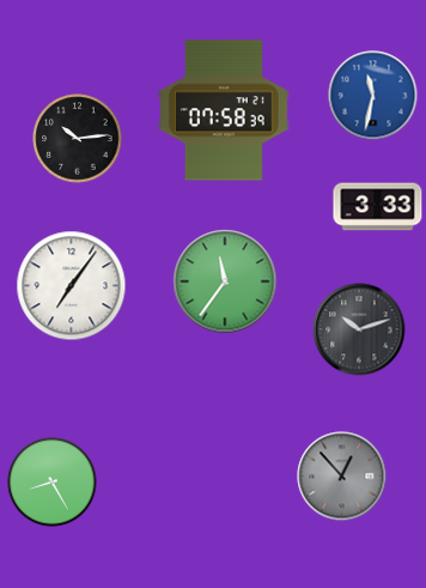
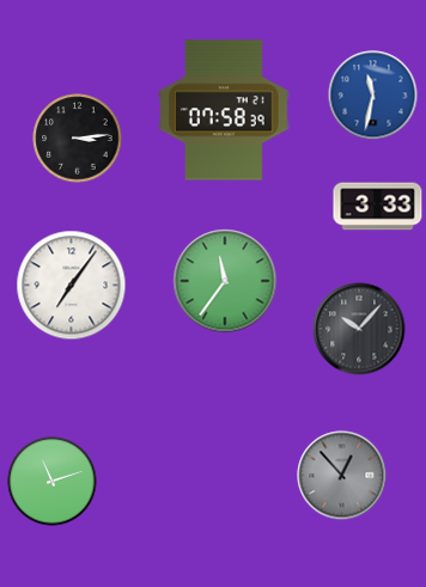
clock at (78, 139): 10:14 -> 3:14
clock at (359, 329): 10:12 -> 10:07
clock at (53, 483): 8:25 -> 11:12
